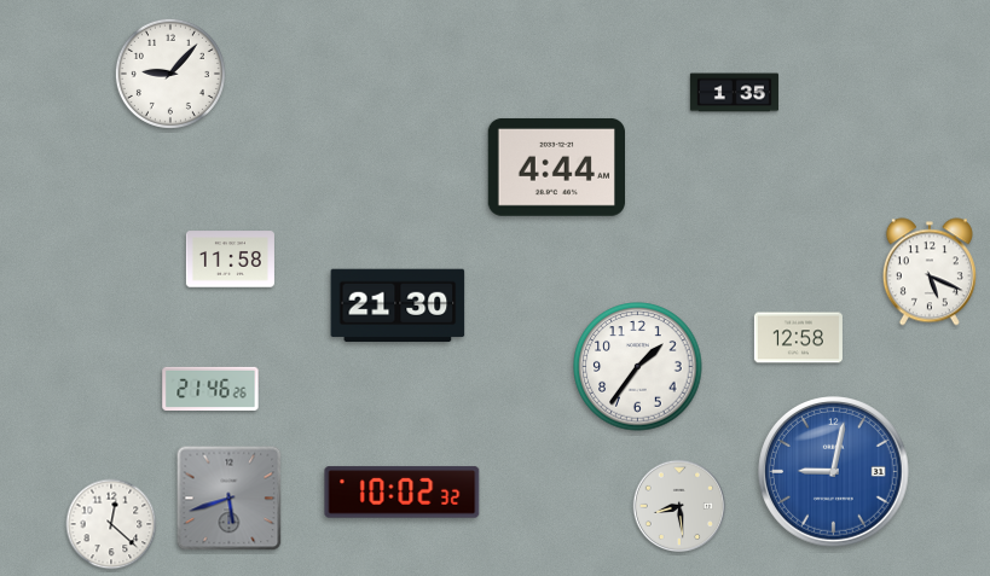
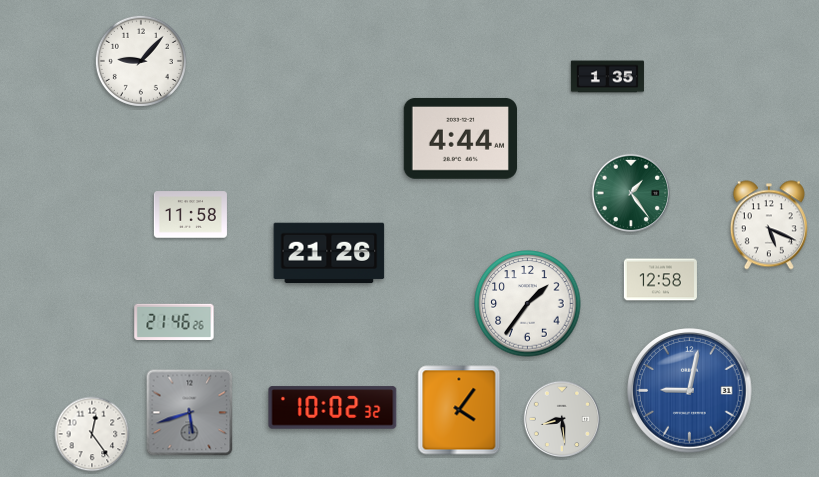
clock at (631, 192): none -> 1:24
clock at (398, 306): 21:30 -> 21:26
clock at (459, 410): none -> 4:06
clock at (111, 524): 12:22 -> 12:24
